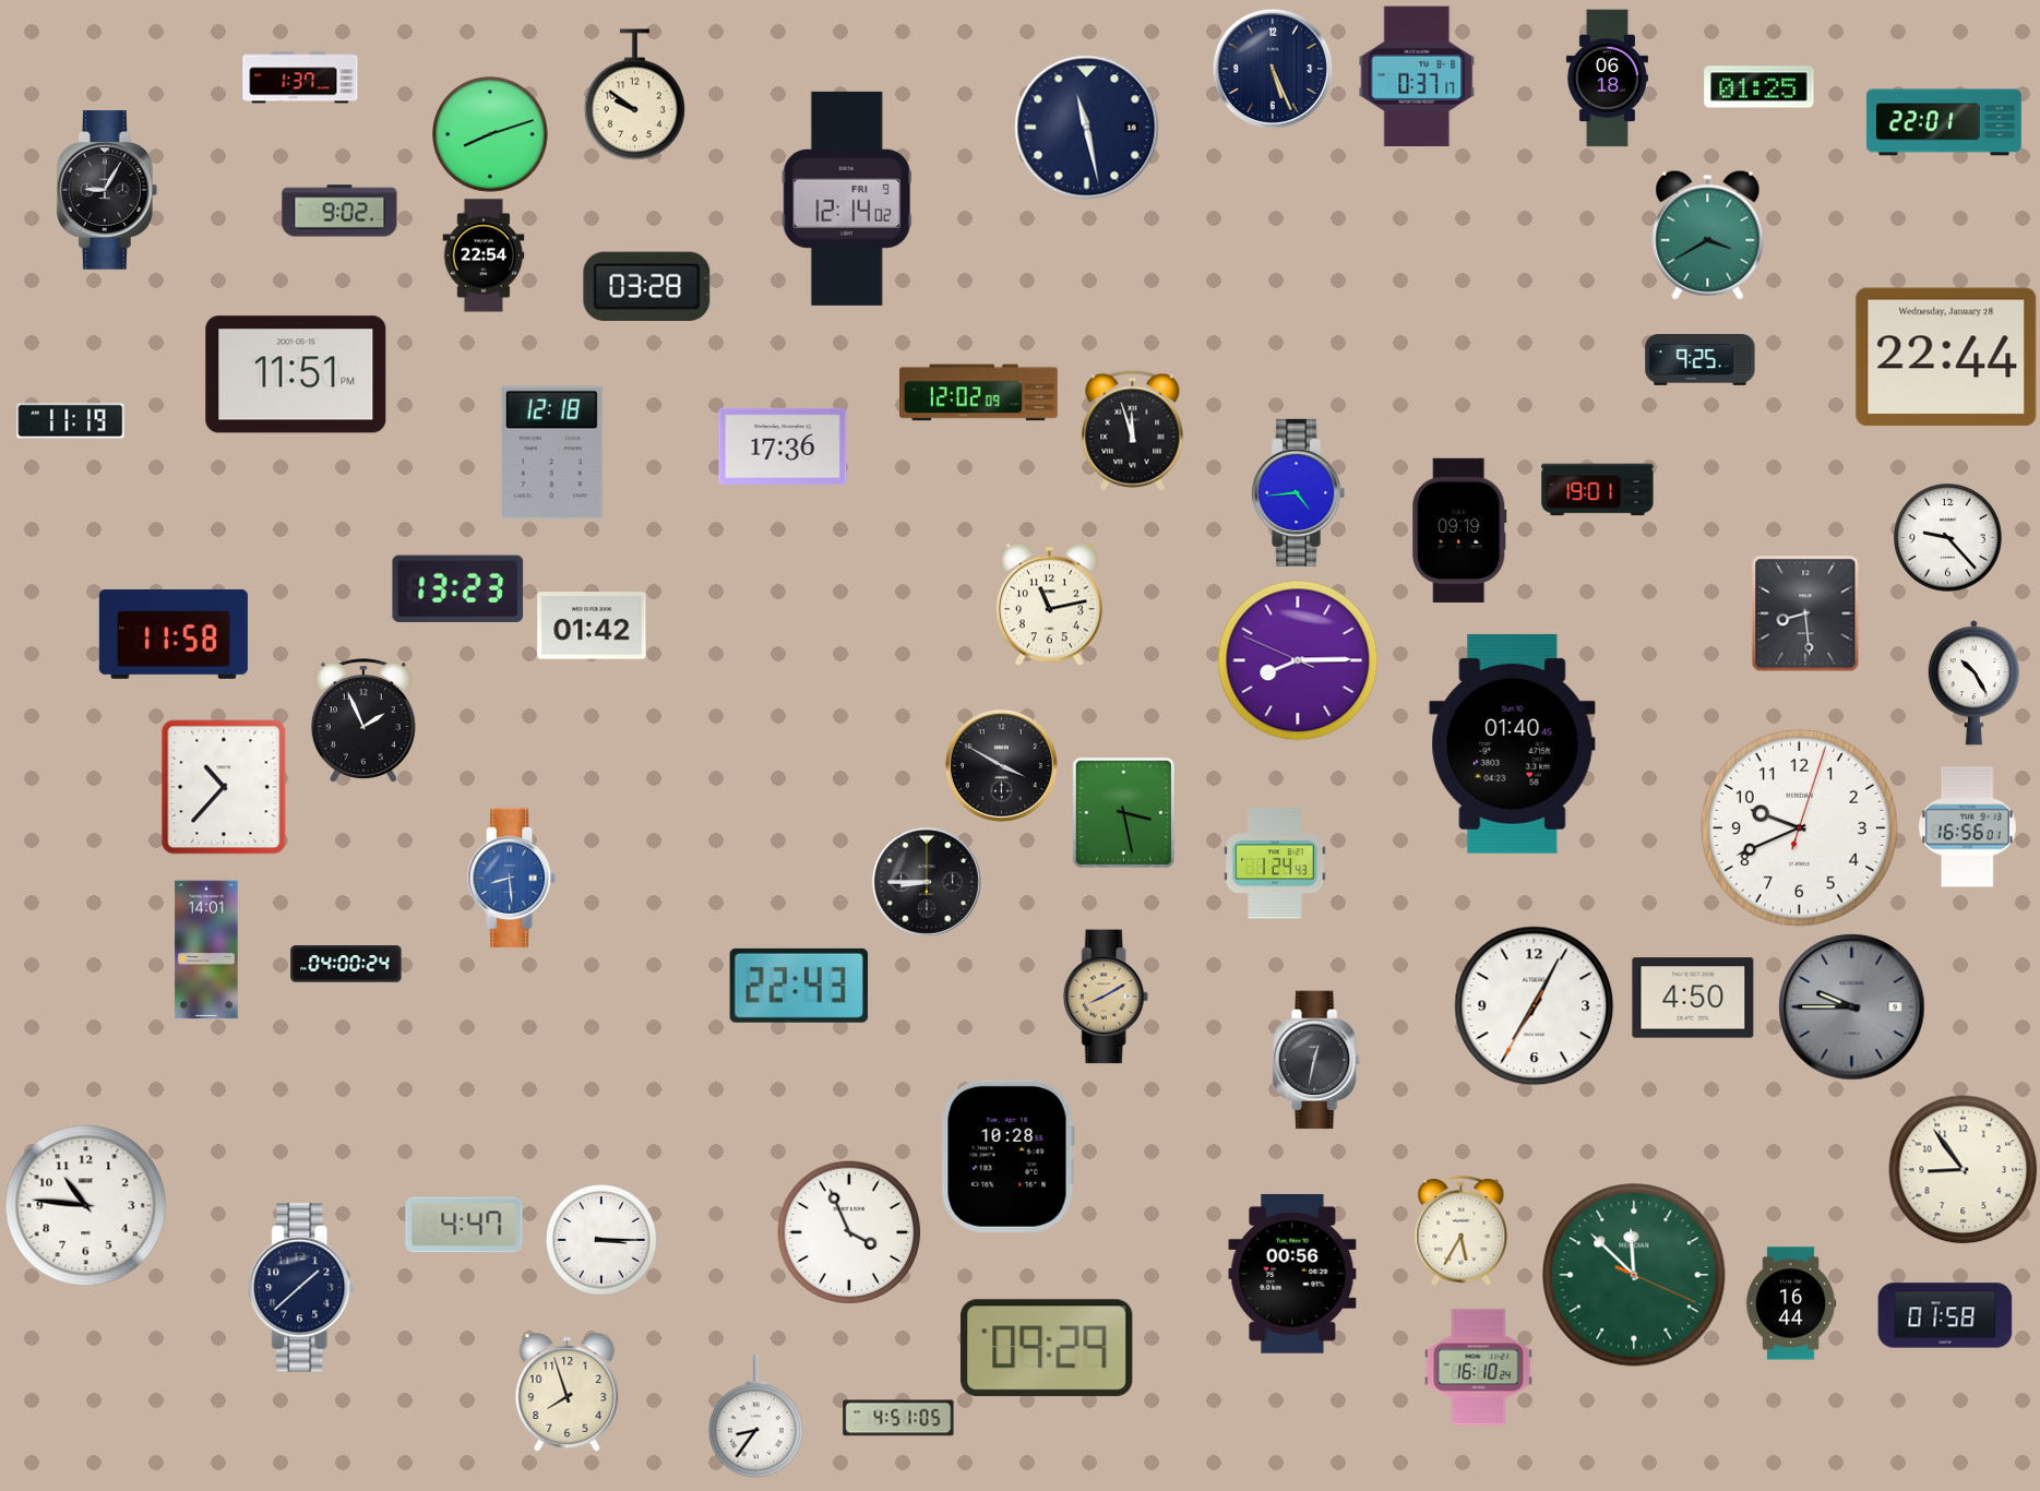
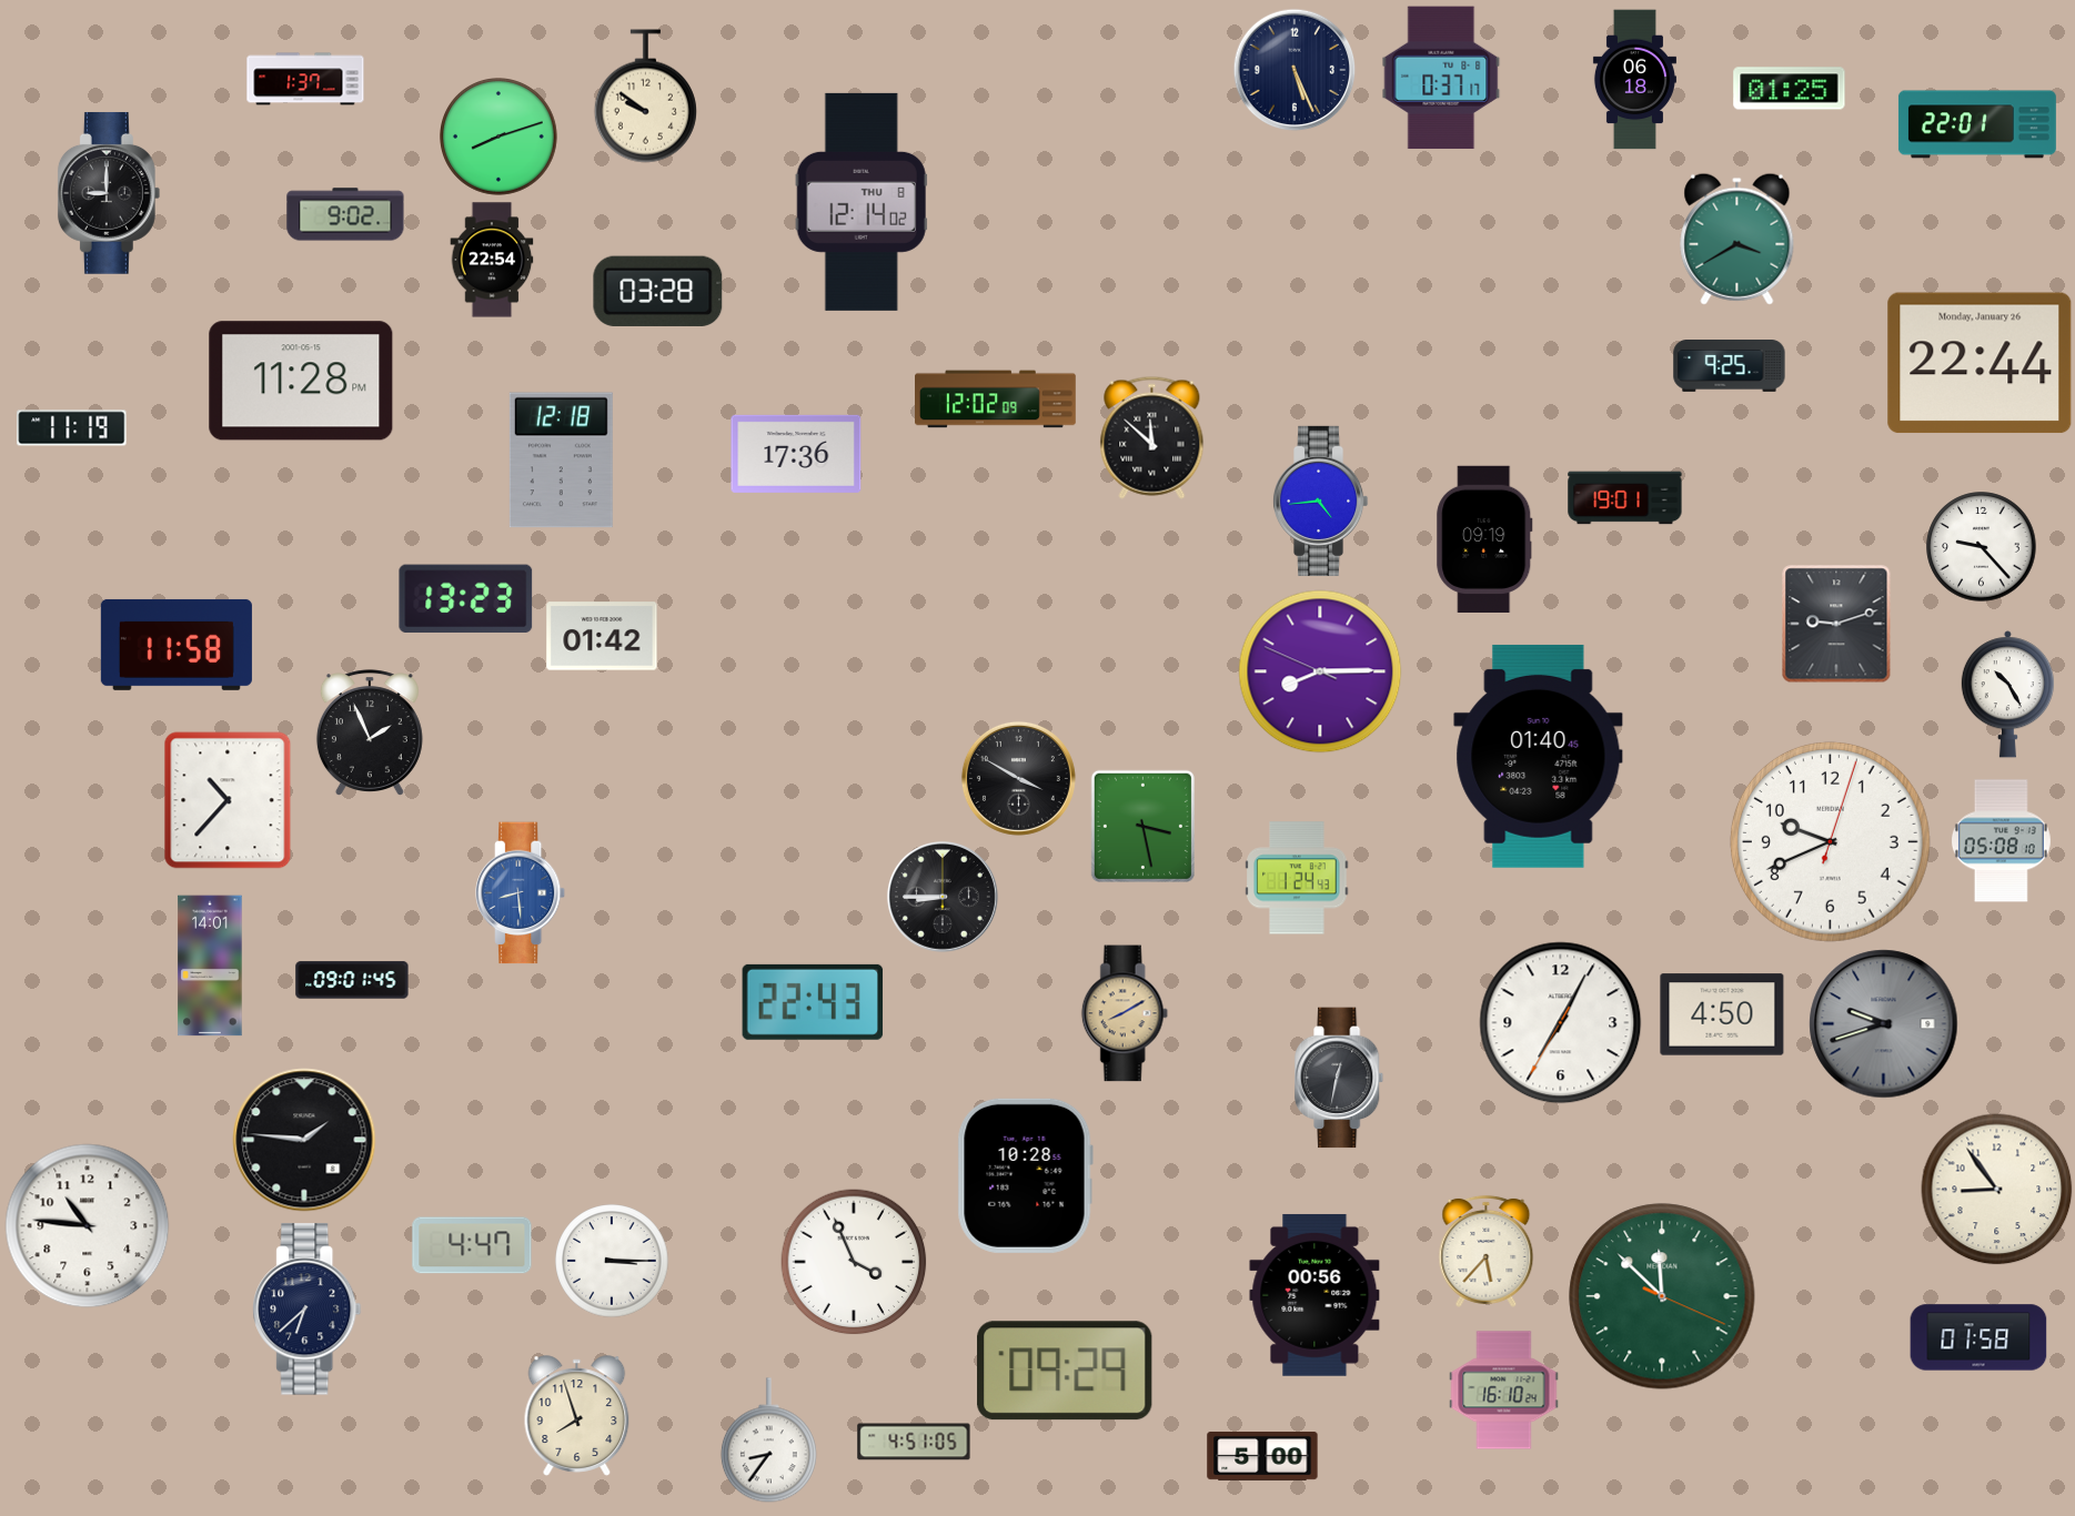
clock at (1087, 128): 11:28 -> none
clock at (107, 191): 9:05 -> 9:00
clock at (847, 199) date: FRI 9 -> THU 8
clock at (1946, 357) date: Wednesday, January 28 -> Monday, January 26
clock at (296, 374): 11:51 -> 11:28
clock at (1133, 430): 11:57 -> 11:52
clock at (1050, 604): 11:13 -> none
clock at (1805, 613): 8:29 -> 9:12
clock at (1967, 827): 16:56 -> 05:08
clock at (346, 964): 04:00 -> 09:01
clock at (1852, 1007): 9:45 -> 9:42
clock at (304, 1140): none -> 1:46
clock at (1462, 1230): 5:35 -> 5:37
clock at (849, 1232) position: (849, 1232) -> (854, 1262)
clock at (302, 1288): 1:38 -> 6:38
clock at (1791, 1303): 16:44 -> none
clock at (1262, 1456): none -> 5:00
